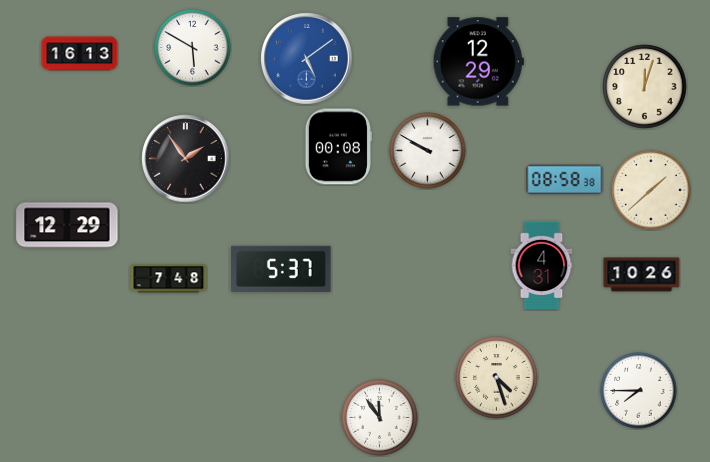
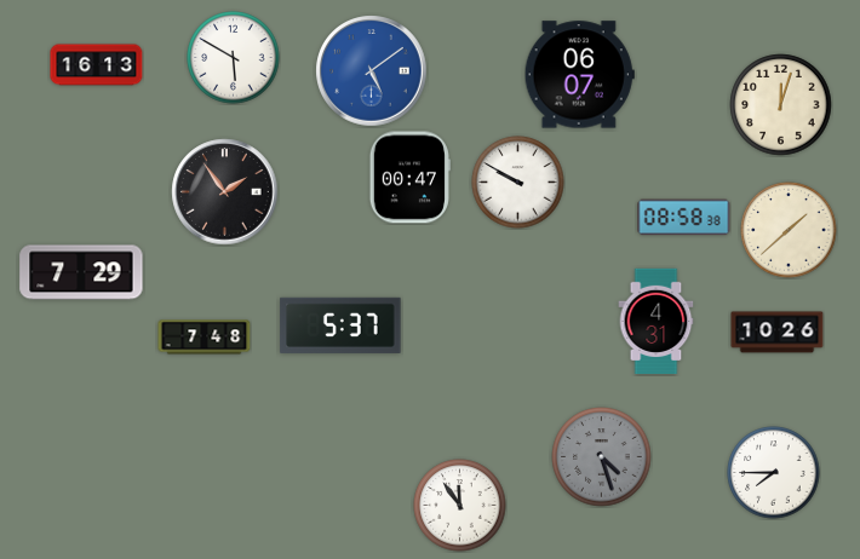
clock at (478, 62): 12:29 -> 06:07
clock at (338, 147): 00:08 -> 00:47
clock at (67, 225): 12:29 -> 7:29
clock at (497, 378) dial: cream -> grey
